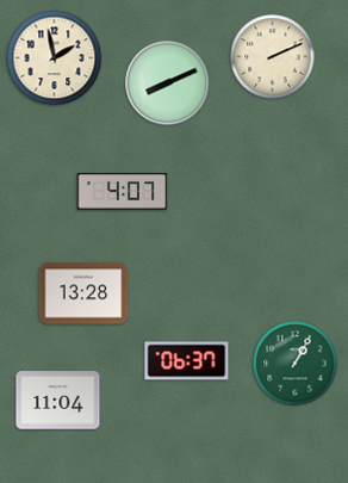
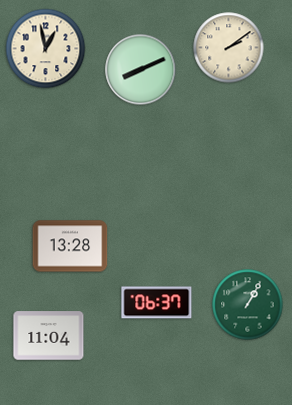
clock at (273, 57): 2:11 -> 2:09
clock at (55, 58): 1:58 -> 12:58
clock at (123, 192): 4:07 -> none
